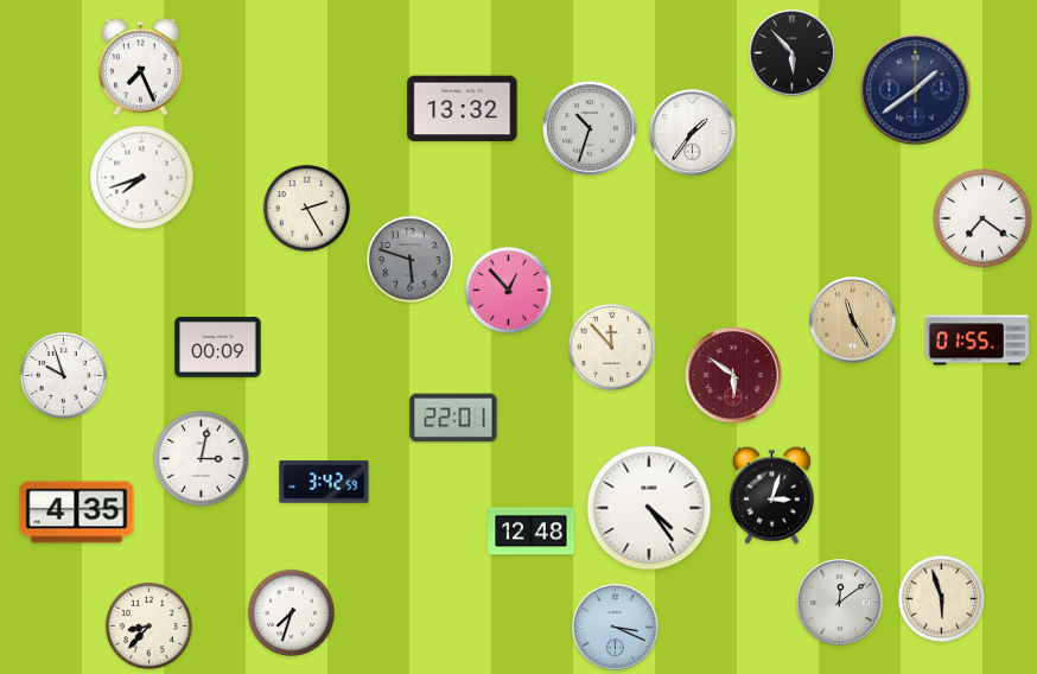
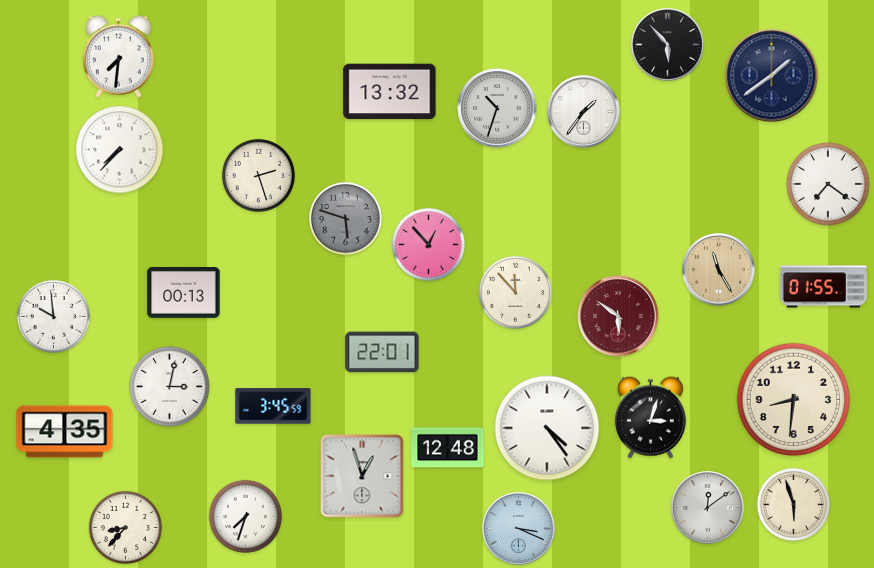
clock at (140, 66): 7:26 -> 7:31
clock at (142, 178): 7:42 -> 7:37
clock at (306, 208): 2:25 -> 2:27
clock at (218, 348): 00:09 -> 00:13
clock at (63, 375): 9:57 -> 9:59
clock at (794, 400): none -> 8:31
clock at (324, 482): 3:42 -> 3:45
clock at (362, 476): none -> 12:57
